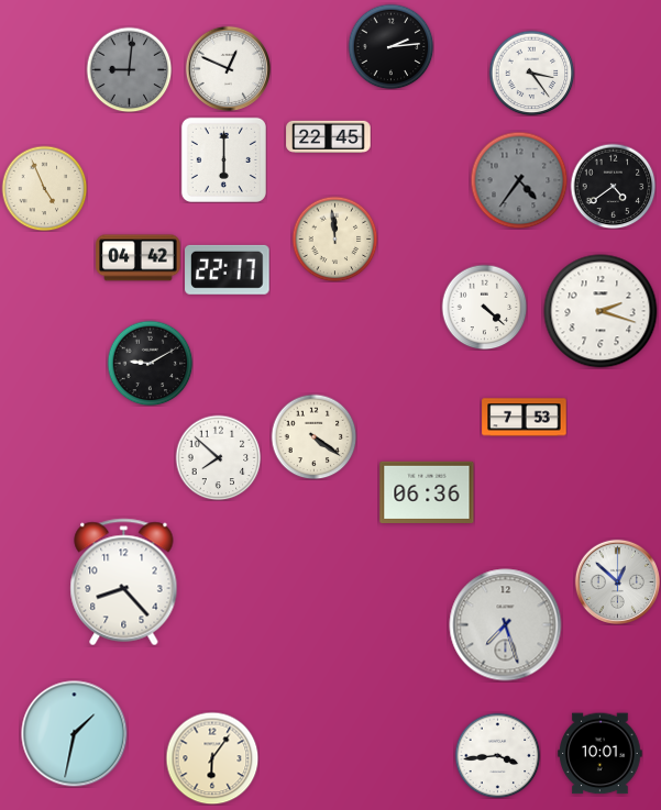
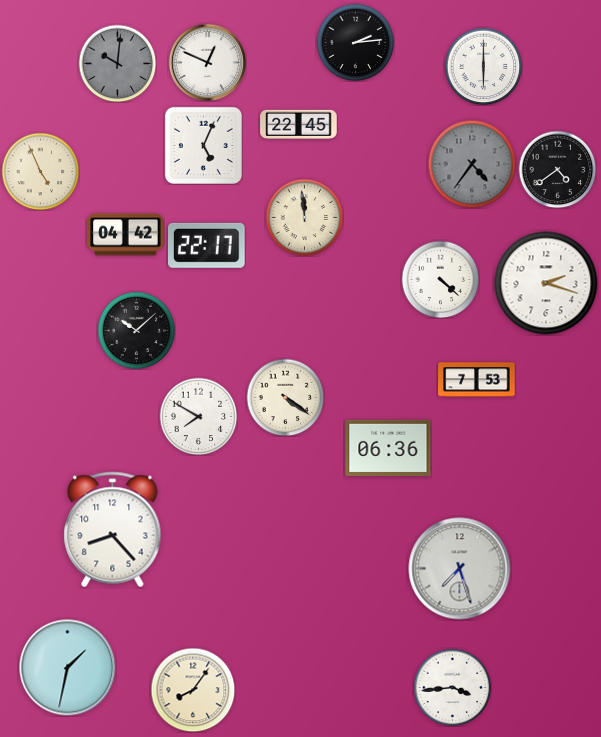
clock at (129, 69): 9:01 -> 10:01
clock at (531, 73): 3:24 -> 6:00
clock at (223, 159): 6:00 -> 5:04
clock at (150, 363): 9:10 -> 10:08
clock at (218, 457): 7:52 -> 7:50
clock at (617, 581): 12:52 -> none
clock at (601, 754): 10:01 -> none
clock at (212, 758): 6:06 -> 8:06
